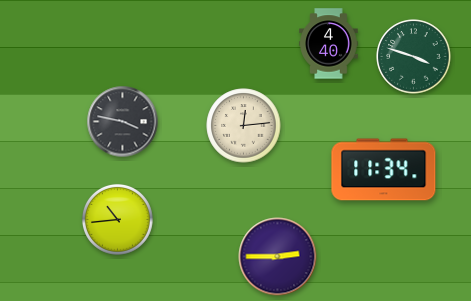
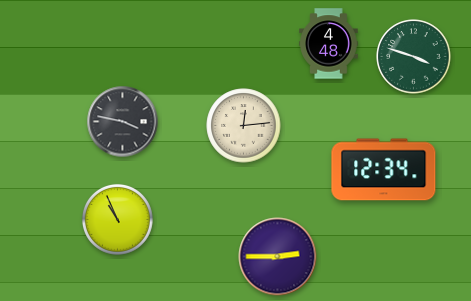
clock at (329, 44): 4:40 -> 4:48
clock at (384, 170): 11:34 -> 12:34
clock at (117, 219): 10:44 -> 10:56
